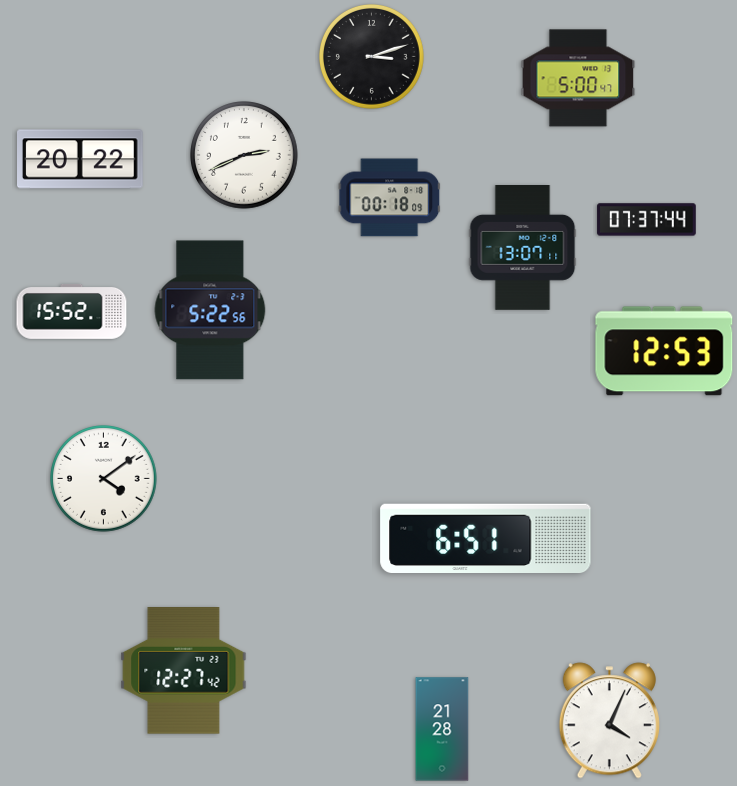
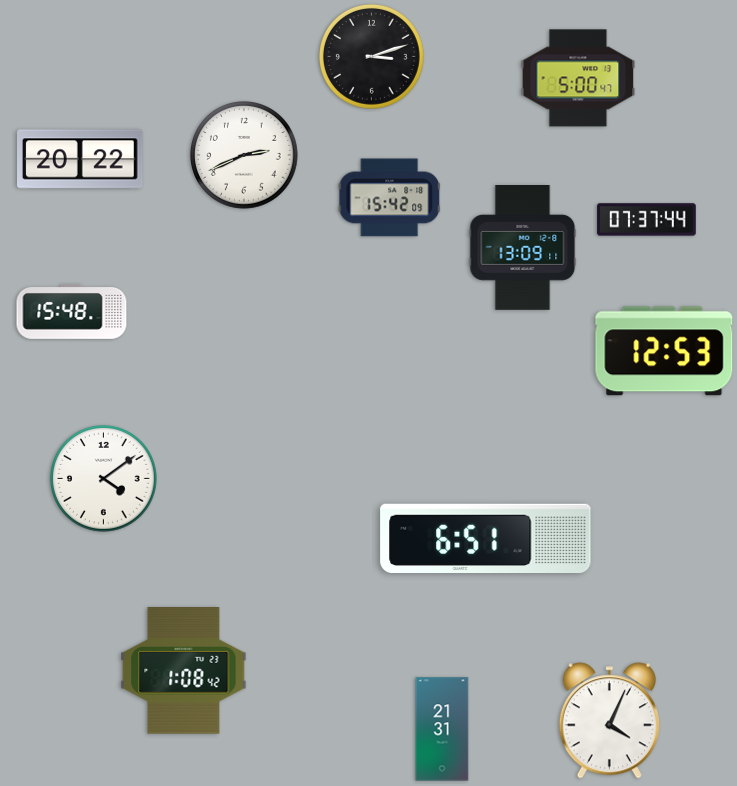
clock at (390, 198): 00:18 -> 15:42
clock at (523, 248): 13:07 -> 13:09
clock at (210, 310): 5:22 -> none
clock at (72, 312): 15:52 -> 15:48
clock at (184, 671): 12:27 -> 1:08
clock at (442, 729): 21:28 -> 21:31
